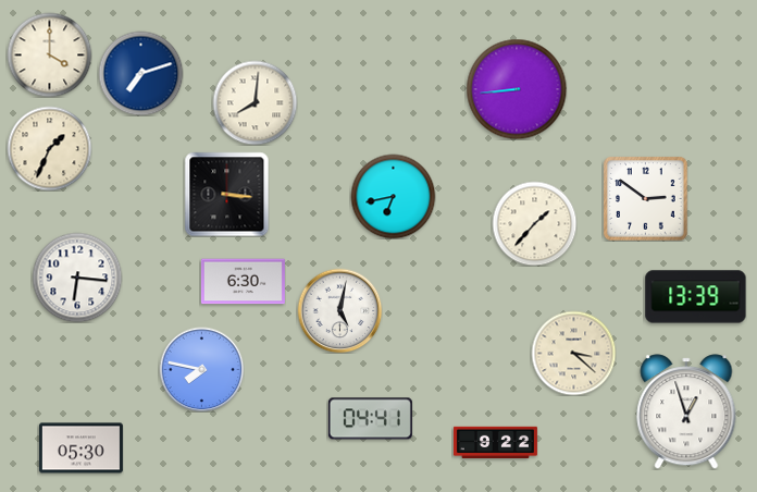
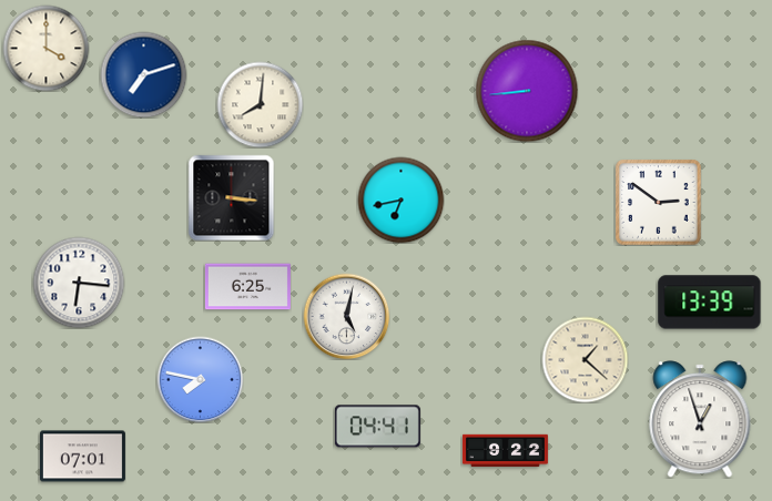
clock at (49, 54) position: (49, 54) -> (45, 48)
clock at (49, 148): 1:34 -> none
clock at (534, 223): 1:37 -> none
clock at (243, 282): 6:30 -> 6:25
clock at (573, 353): 3:22 -> 1:22
clock at (201, 369) position: (201, 369) -> (200, 379)
clock at (80, 448): 05:30 -> 07:01
